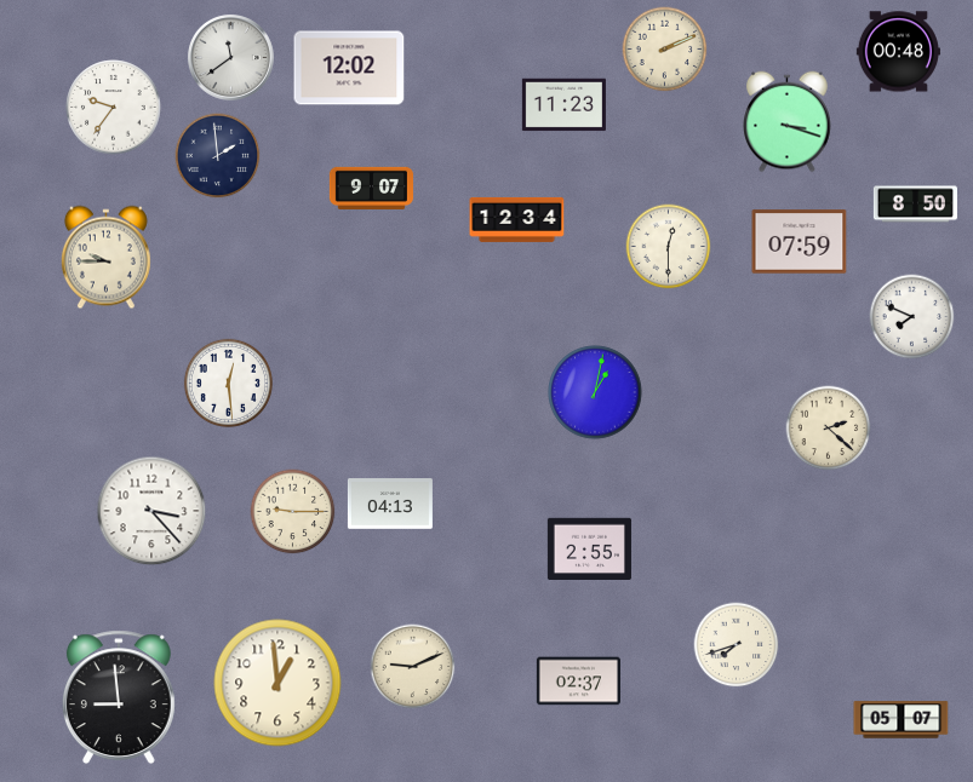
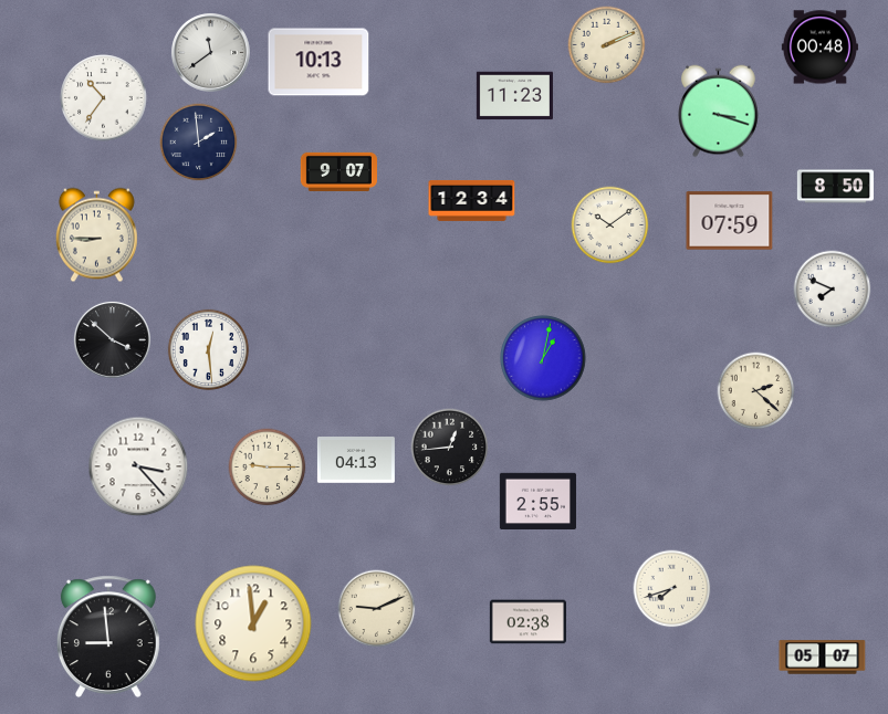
clock at (349, 68): 12:02 -> 10:13
clock at (114, 108): 9:36 -> 10:36
clock at (669, 247): 12:30 -> 10:09
clock at (105, 258): 9:45 -> 8:45
clock at (112, 339): none -> 3:52
clock at (450, 448): none -> 12:44
clock at (578, 682): 02:37 -> 02:38
